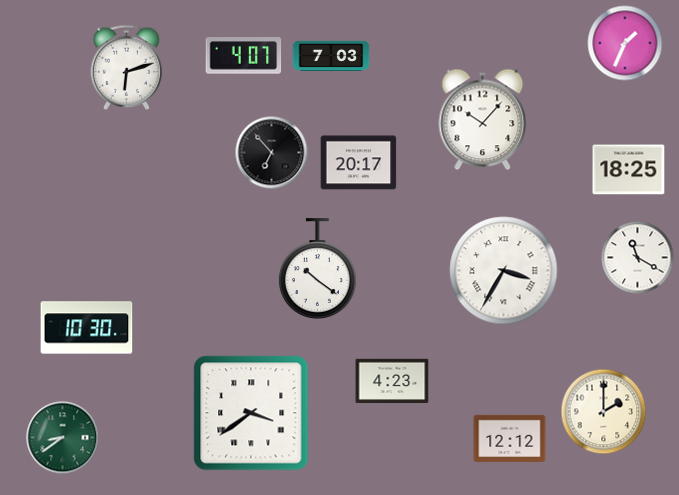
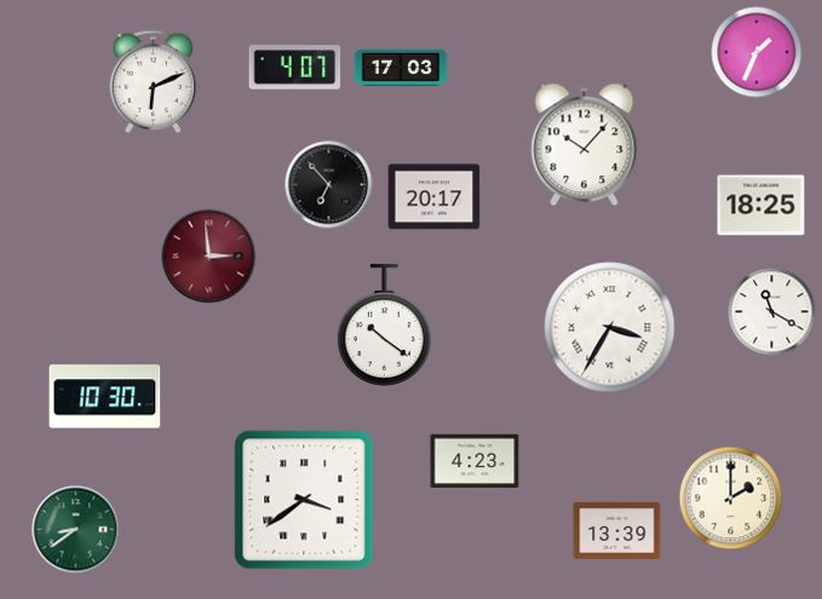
clock at (331, 56): 7:03 -> 17:03
clock at (127, 67): 6:12 -> 6:11
clock at (209, 257): none -> 2:59
clock at (510, 438): 12:12 -> 13:39
